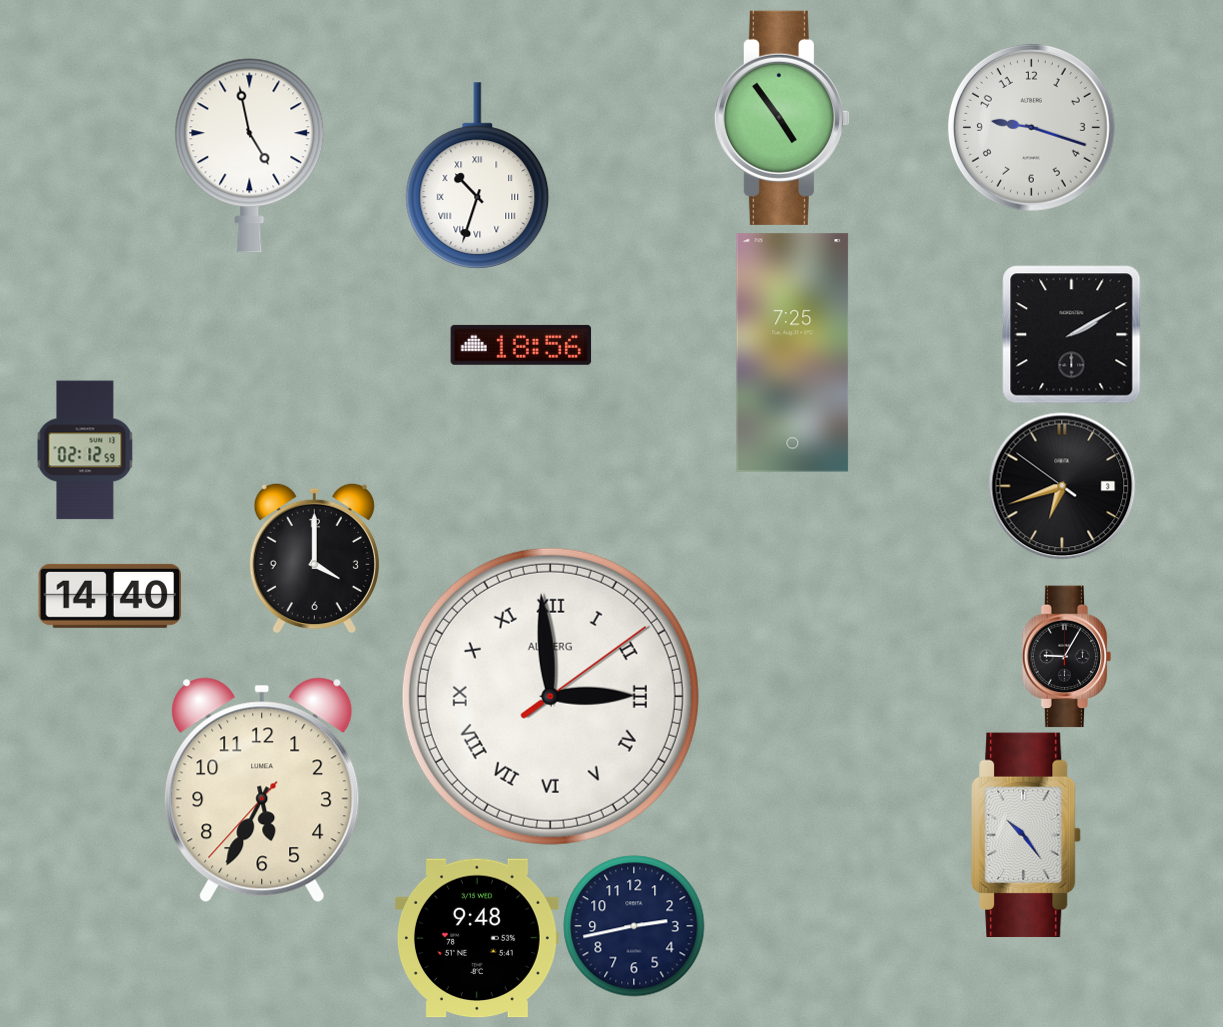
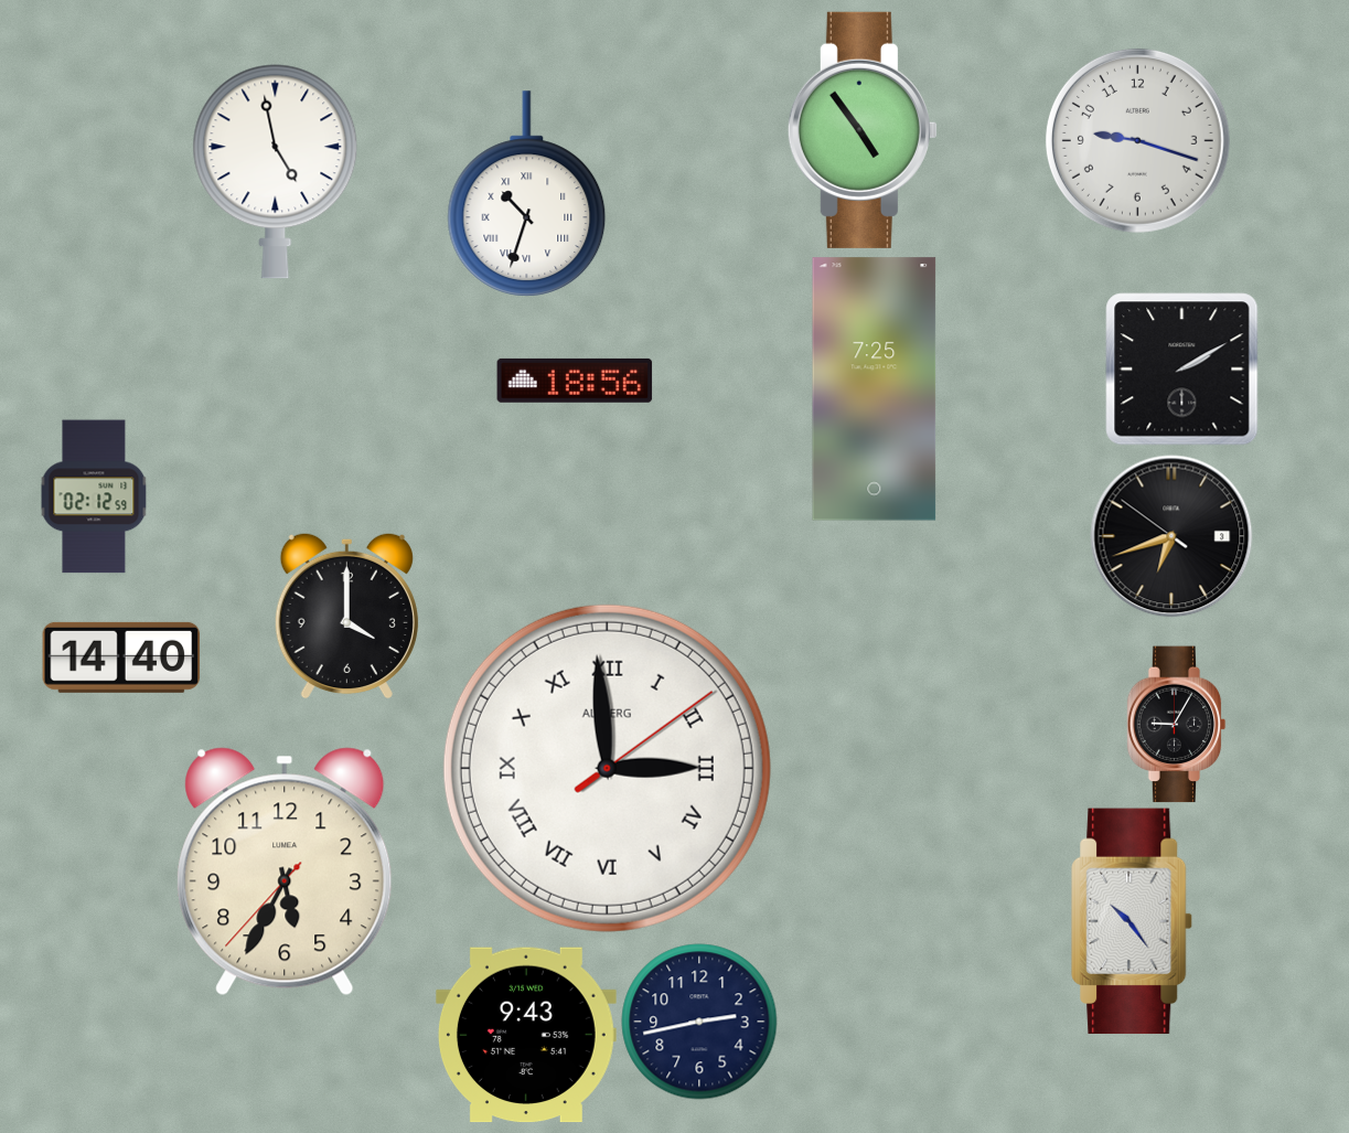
clock at (262, 790) position: (262, 790) -> (285, 872)
clock at (477, 938): 9:48 -> 9:43
